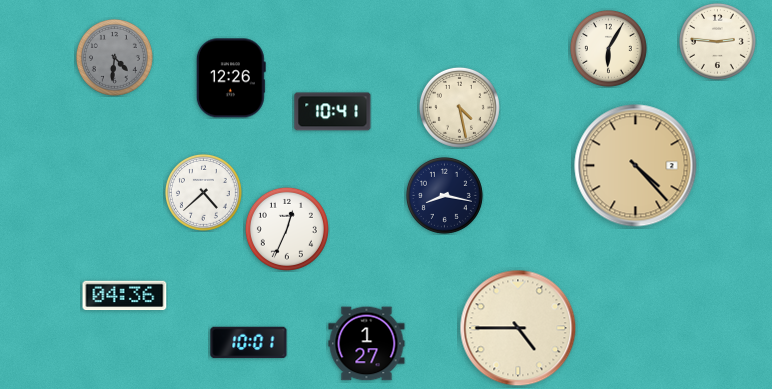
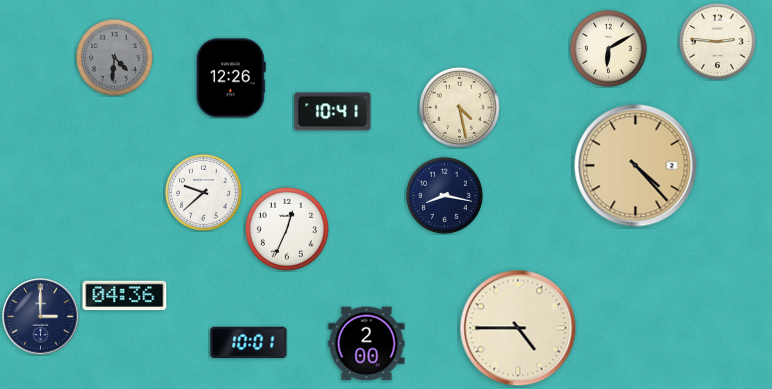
clock at (608, 48): 6:05 -> 6:10
clock at (203, 192): 4:38 -> 9:38
clock at (41, 317): none -> 3:00
clock at (367, 344): 1:27 -> 2:00
